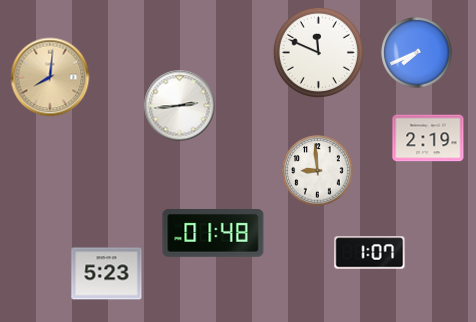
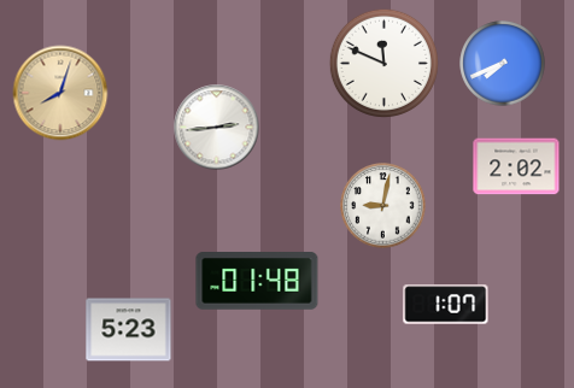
clock at (50, 77): 8:01 -> 8:03
clock at (428, 138): 2:19 -> 2:02
clock at (318, 171): 8:59 -> 9:02
